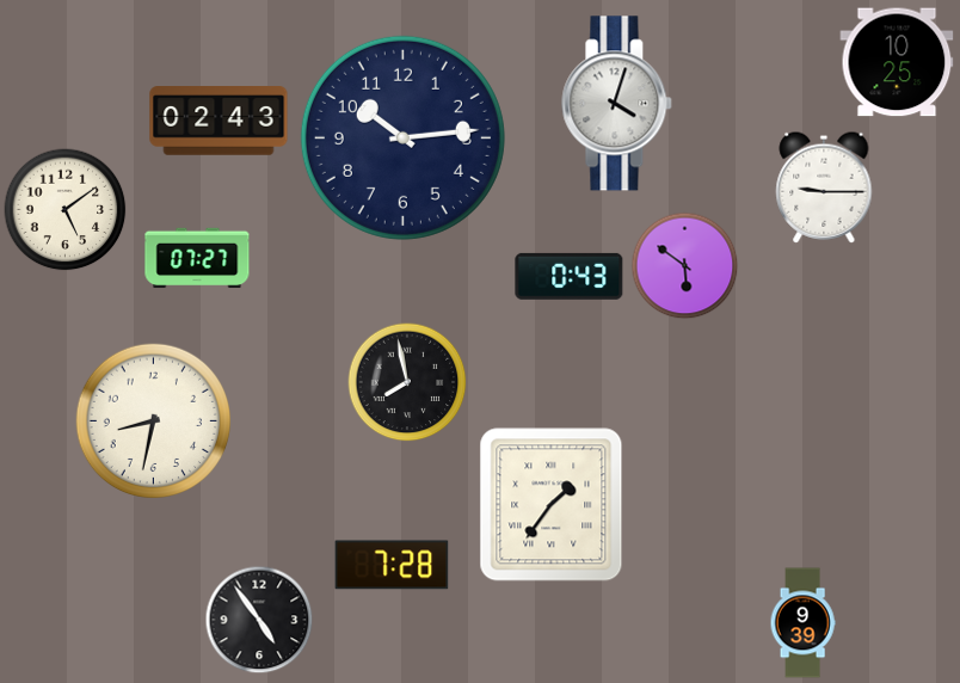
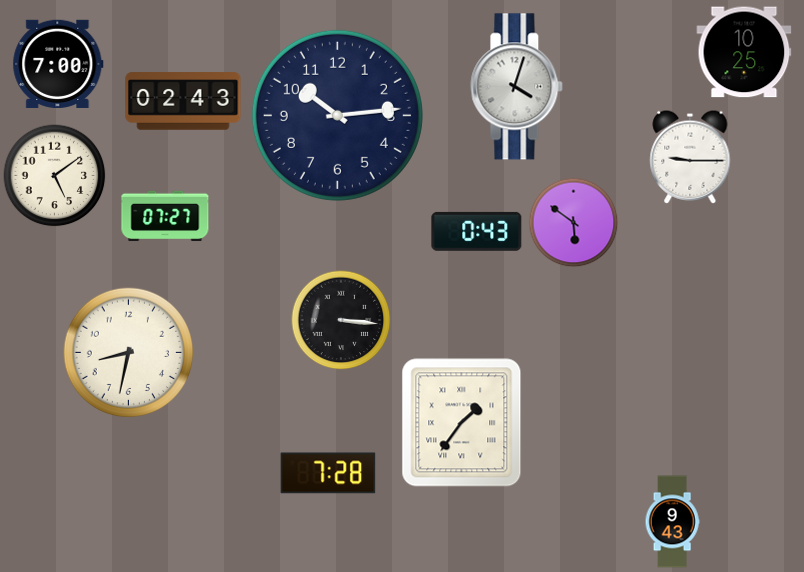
clock at (897, 62) position: (897, 62) -> (744, 52)
clock at (58, 64): none -> 7:00
clock at (407, 382): 7:58 -> 3:16
clock at (259, 620): 4:54 -> none
clock at (802, 623): 9:39 -> 9:43
